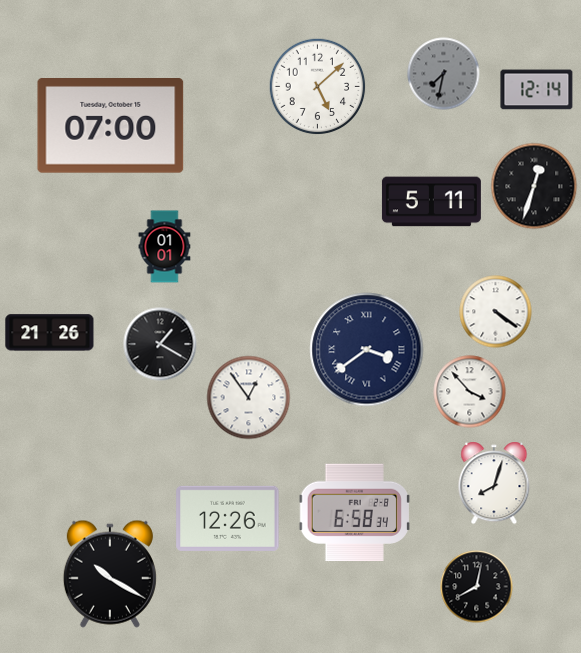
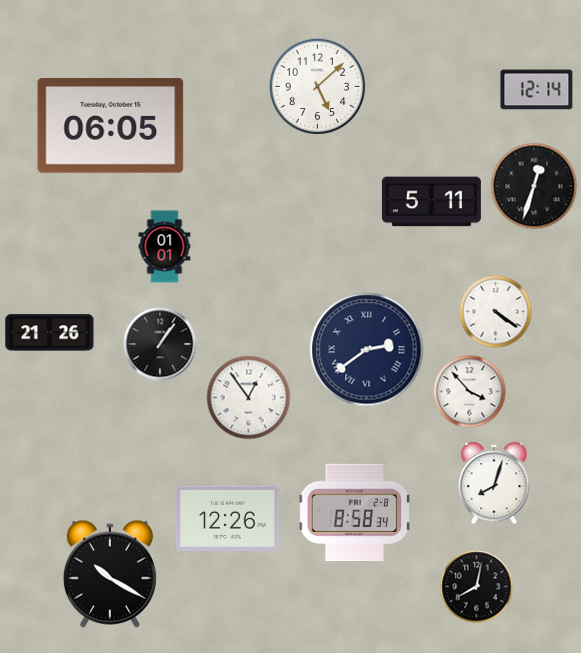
clock at (444, 74): 7:32 -> none
clock at (111, 126): 07:00 -> 06:05
clock at (160, 344): 1:20 -> 1:06
clock at (367, 350): 3:39 -> 2:39
clock at (354, 512): 6:58 -> 8:58
